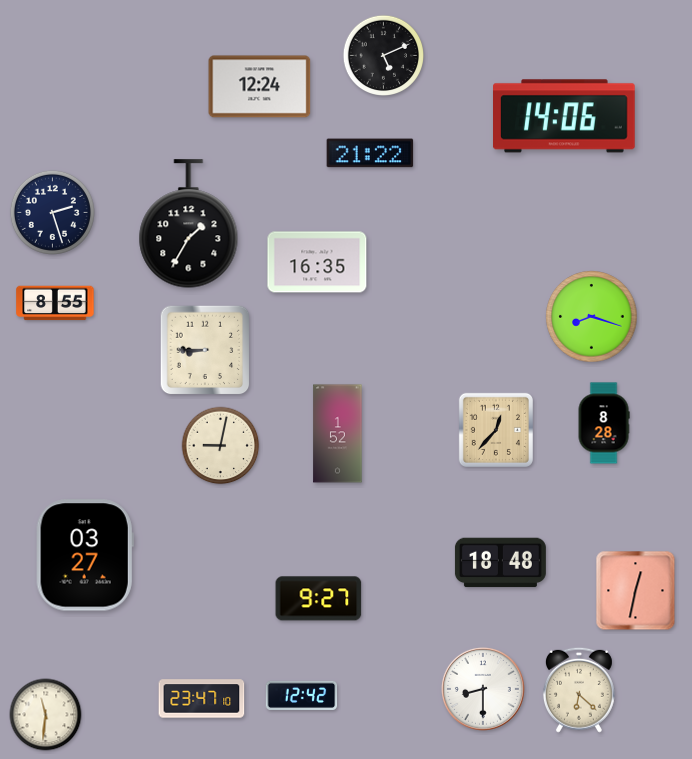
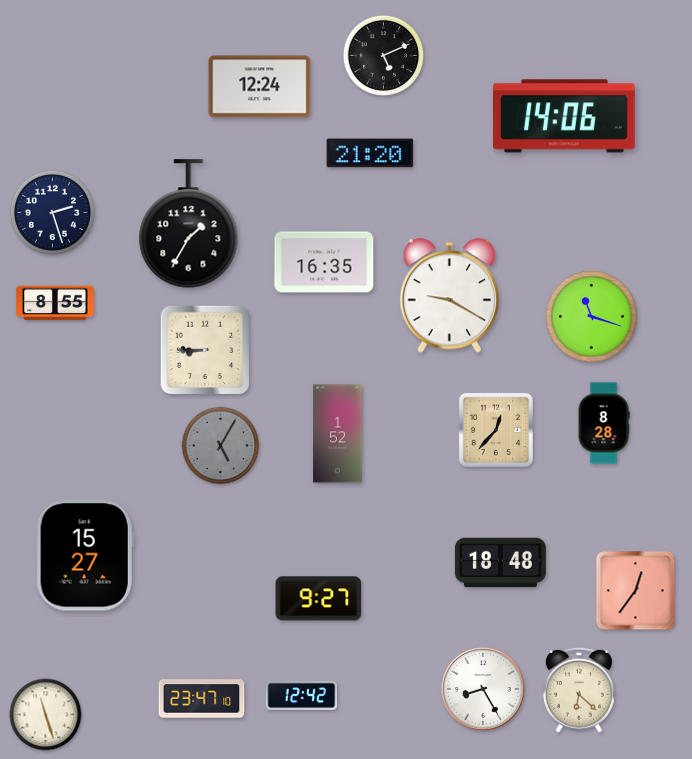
clock at (370, 153): 21:22 -> 21:20
clock at (317, 262) position: (317, 262) -> (324, 262)
clock at (449, 296): none -> 9:20
clock at (592, 317): 8:18 -> 11:18
clock at (221, 446): 9:02 -> 5:05
clock at (221, 446) dial: cream -> grey
clock at (85, 555): 03:27 -> 15:27
clock at (636, 591): 12:32 -> 12:36
clock at (483, 689): 8:30 -> 8:25
clock at (46, 715): 11:31 -> 11:27
